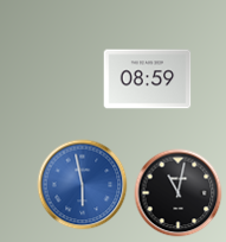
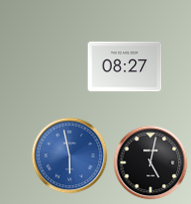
clock at (148, 79): 08:59 -> 08:27
clock at (179, 193): 11:02 -> 5:02
